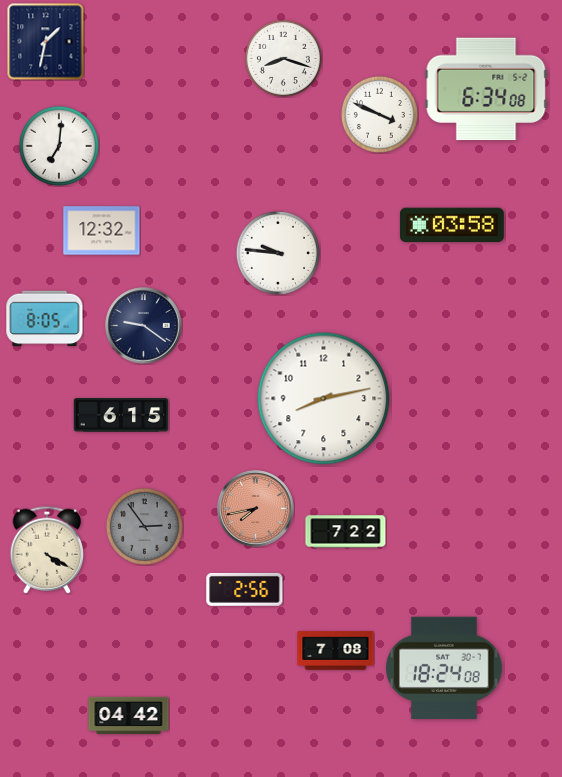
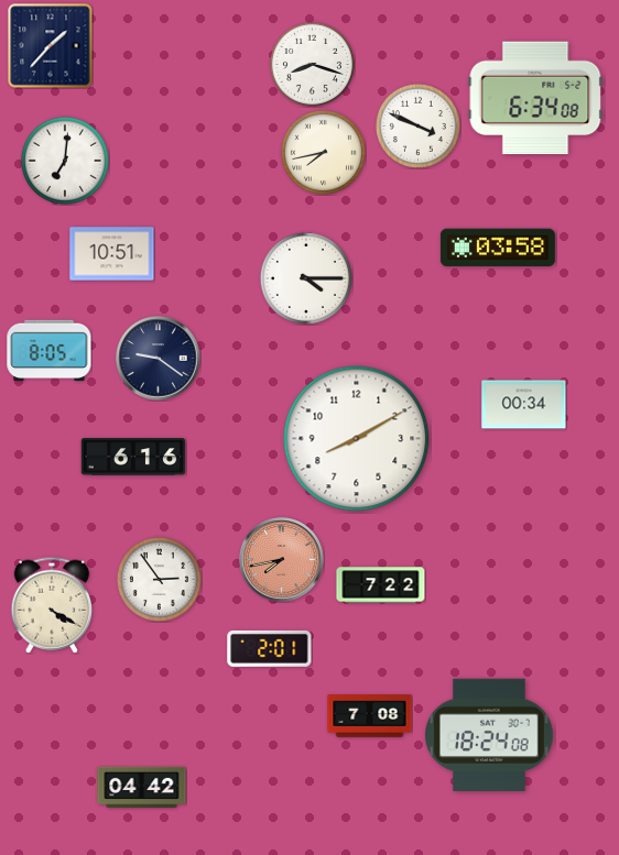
clock at (46, 42): 1:32 -> 1:37
clock at (323, 152): none -> 7:43
clock at (102, 231): 12:32 -> 10:51
clock at (278, 253): 9:46 -> 4:15
clock at (524, 405): none -> 00:34
clock at (324, 399): 8:13 -> 8:10
clock at (121, 415): 6:15 -> 6:16
clock at (144, 526) dial: grey -> white
clock at (245, 589): 2:56 -> 2:01
